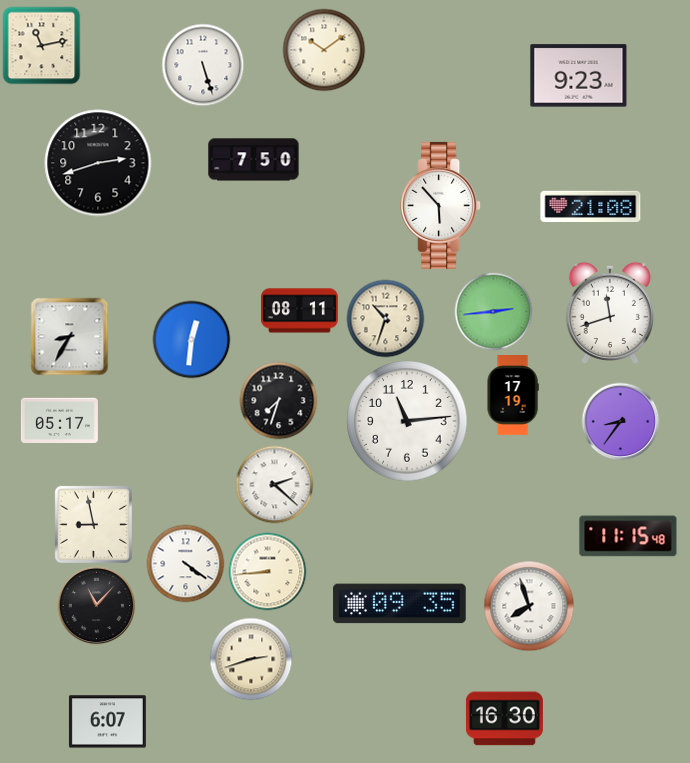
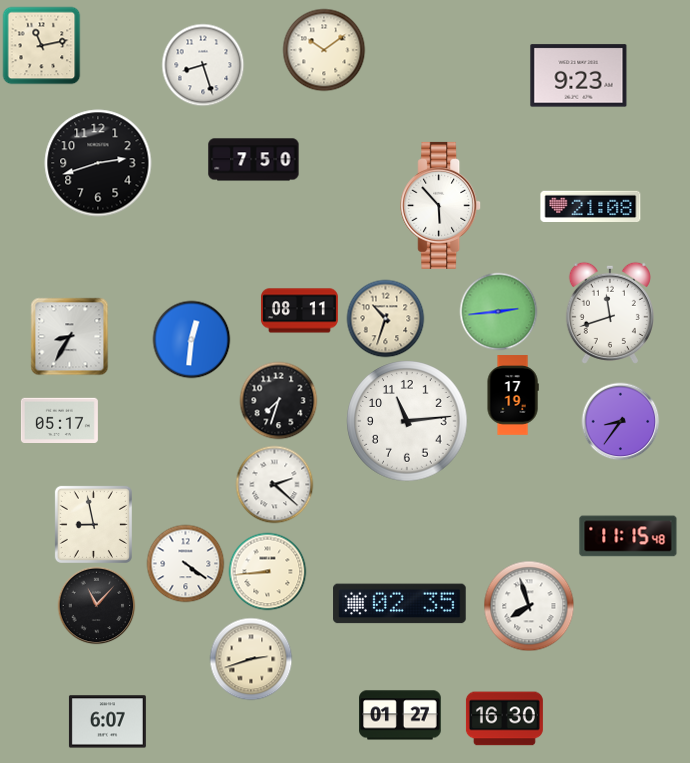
clock at (203, 65): 5:27 -> 8:27
clock at (493, 311) position: (493, 311) -> (498, 311)
clock at (400, 604): 09:35 -> 02:35
clock at (400, 715): none -> 01:27
